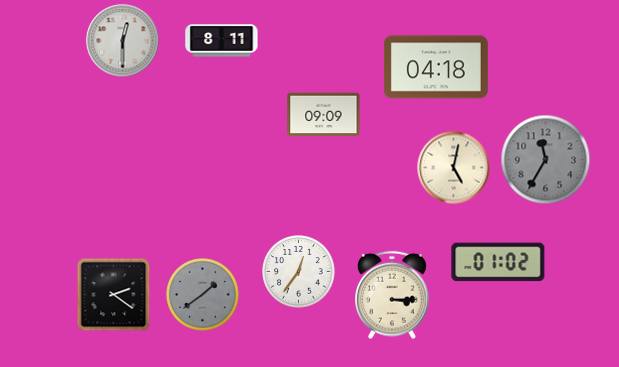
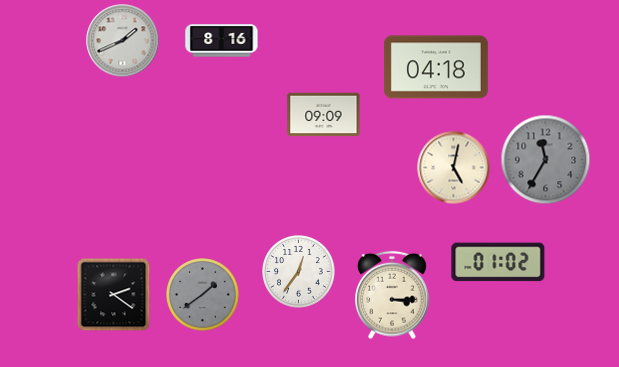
clock at (123, 41): 12:30 -> 1:41
clock at (222, 41): 8:11 -> 8:16
